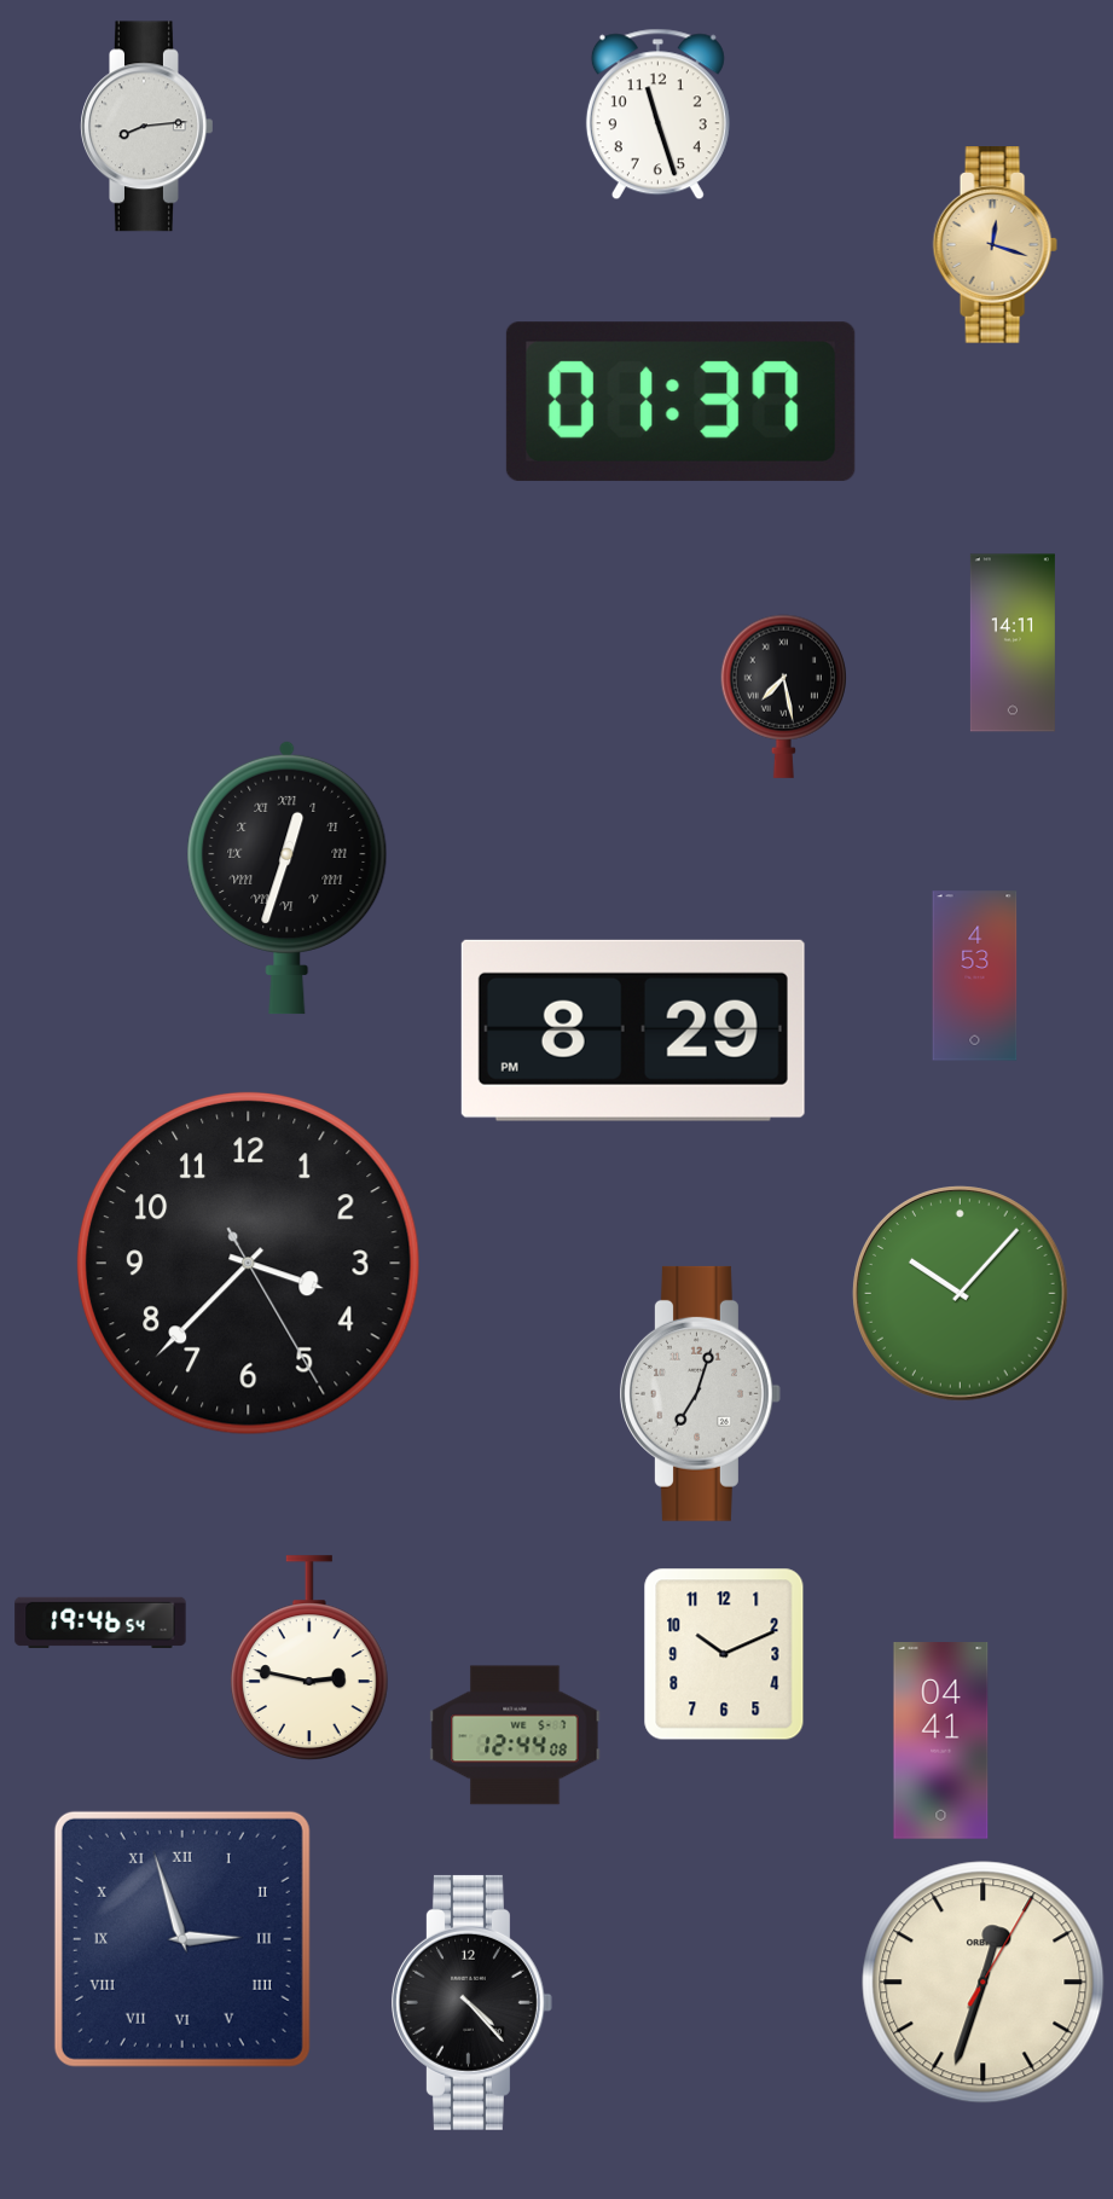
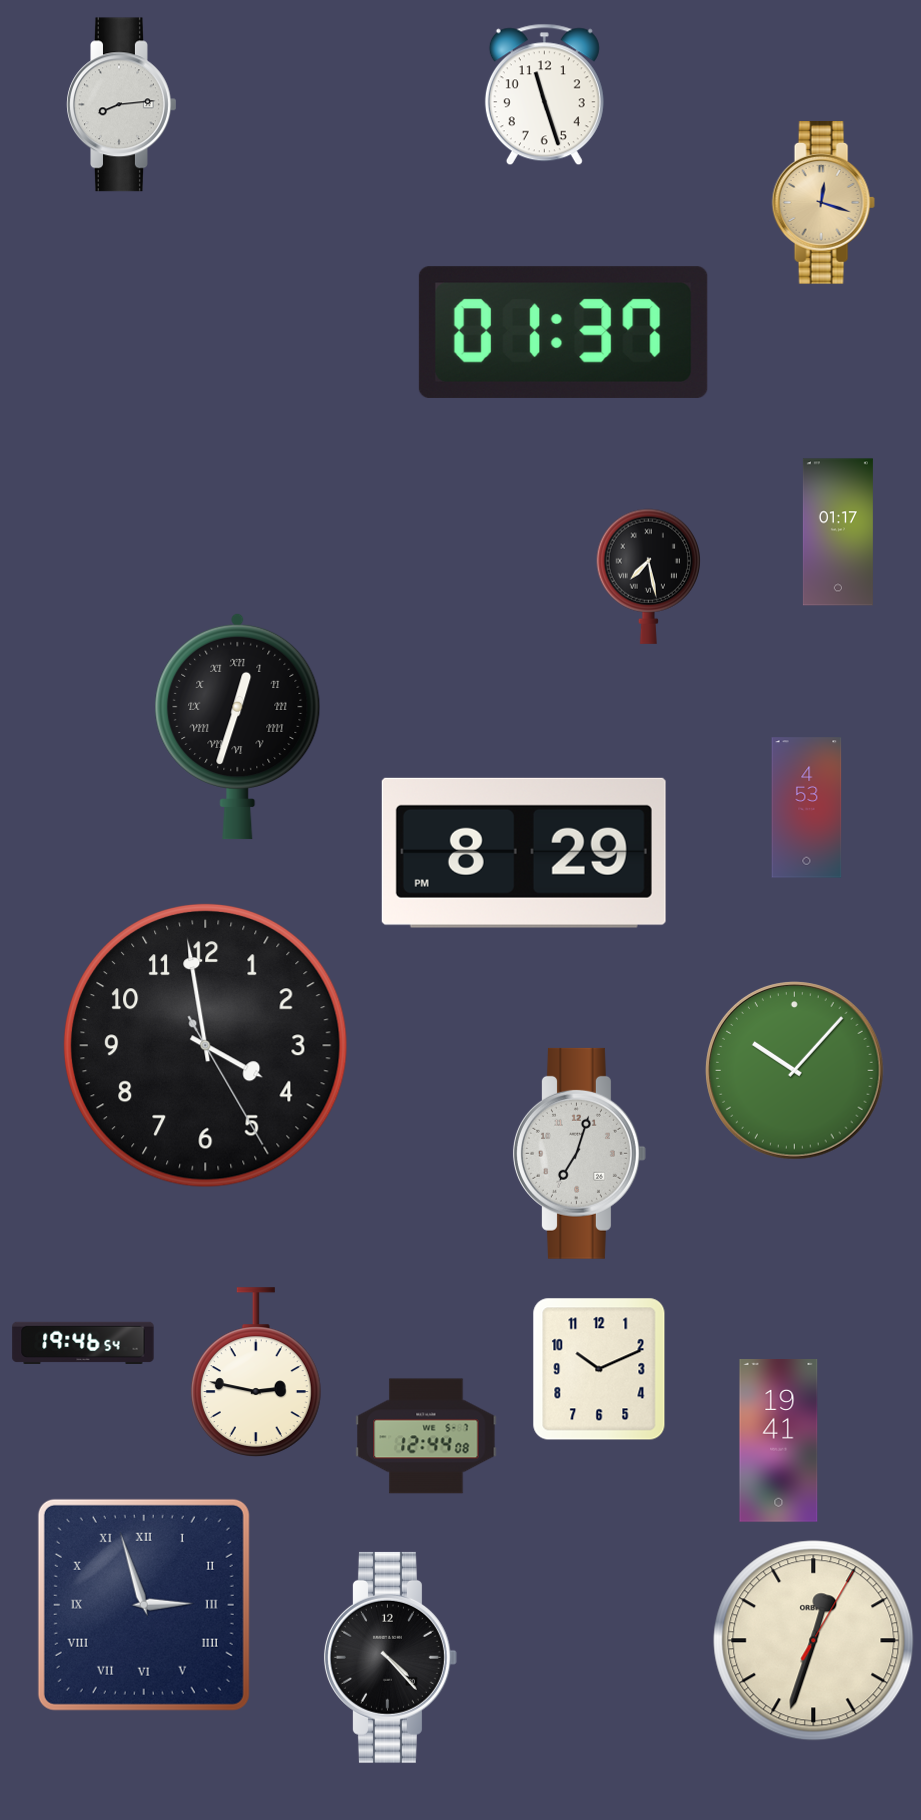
clock at (1013, 643): 14:11 -> 01:17
clock at (248, 1263): 3:37 -> 3:58
clock at (941, 1741): 04:41 -> 19:41
clock at (182, 1939) position: (182, 1939) -> (144, 1605)
